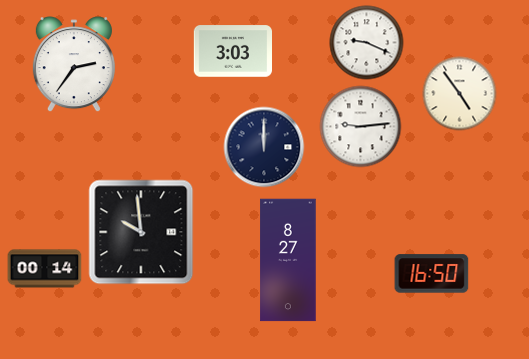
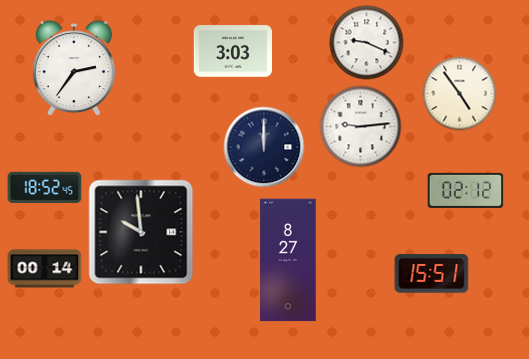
clock at (74, 65) position: (74, 65) -> (74, 69)
clock at (45, 187): none -> 18:52
clock at (466, 190): none -> 02:12
clock at (432, 274): 16:50 -> 15:51
